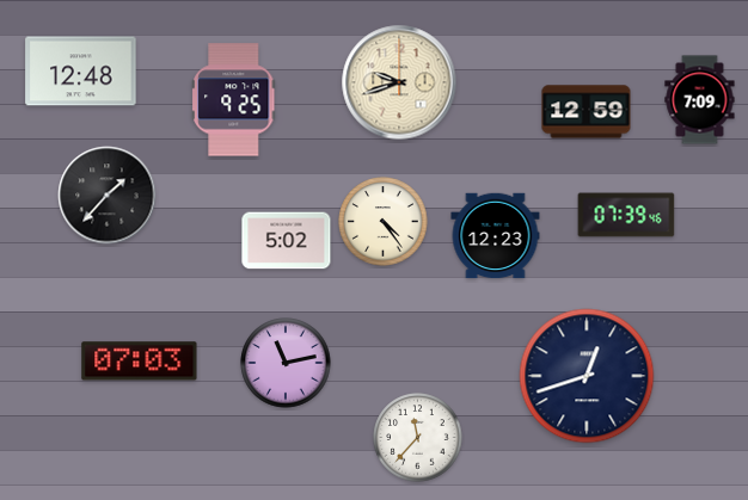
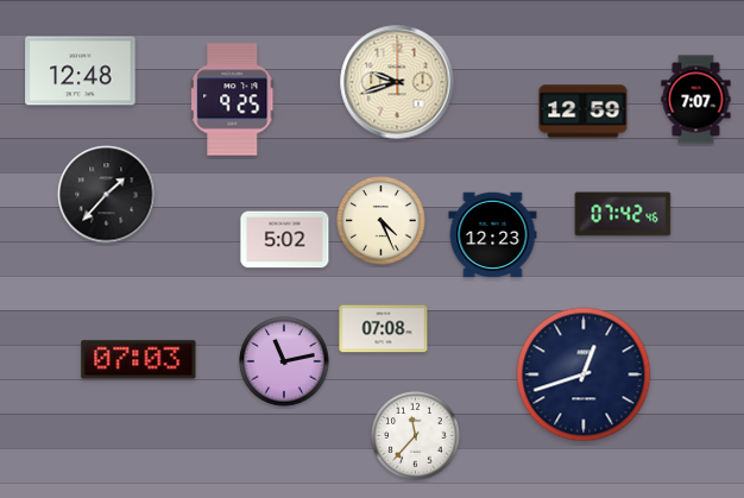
clock at (700, 100): 7:09 -> 7:07
clock at (626, 215): 07:39 -> 07:42
clock at (384, 222): 4:24 -> 4:26
clock at (384, 329): none -> 07:08
